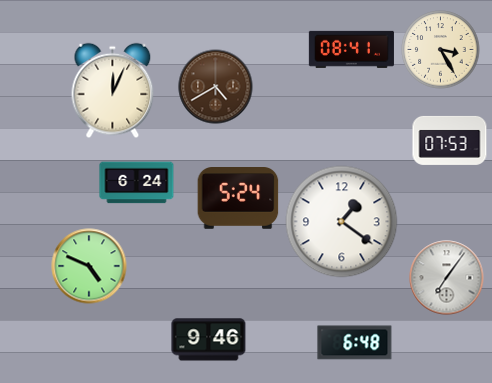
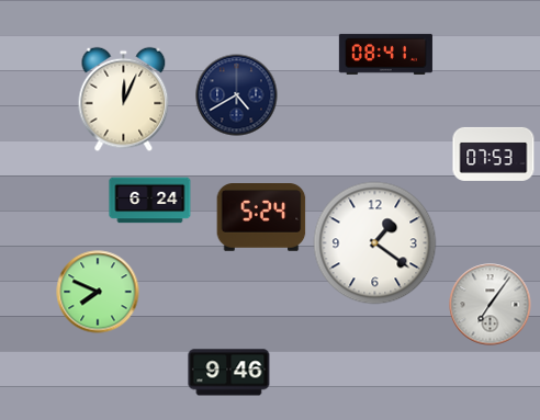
clock at (441, 50): 3:25 -> none
clock at (216, 87) dial: brown -> navy
clock at (89, 266): 4:49 -> 7:49
clock at (355, 343): 6:48 -> none
